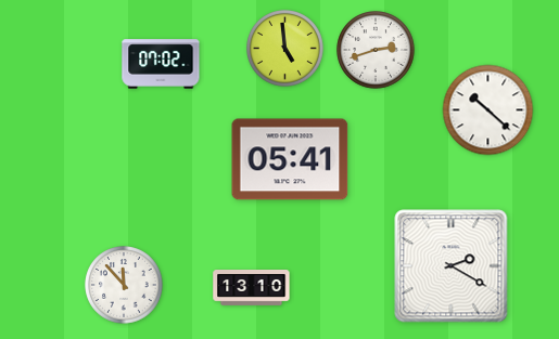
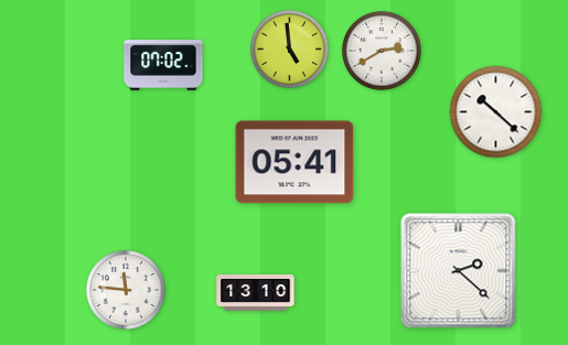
clock at (376, 50): 2:42 -> 2:40
clock at (452, 266): 2:20 -> 2:22
clock at (124, 285): 11:53 -> 11:46
